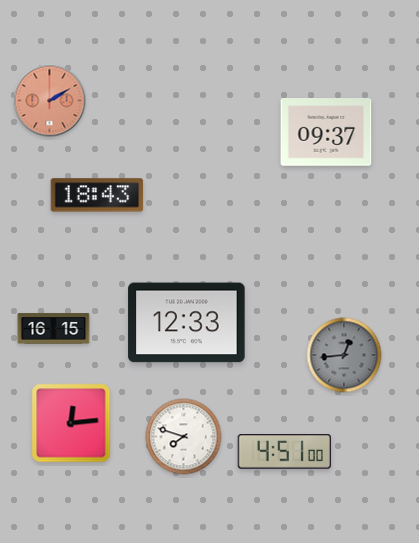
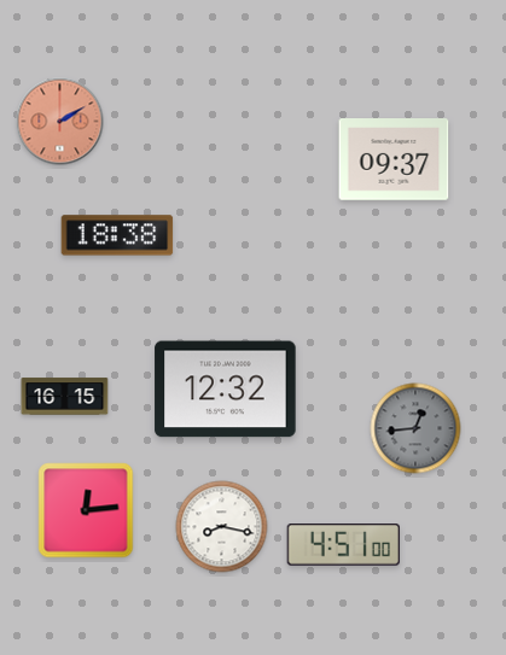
clock at (97, 195): 18:43 -> 18:38
clock at (187, 323): 12:33 -> 12:32
clock at (184, 437): 7:48 -> 8:17
